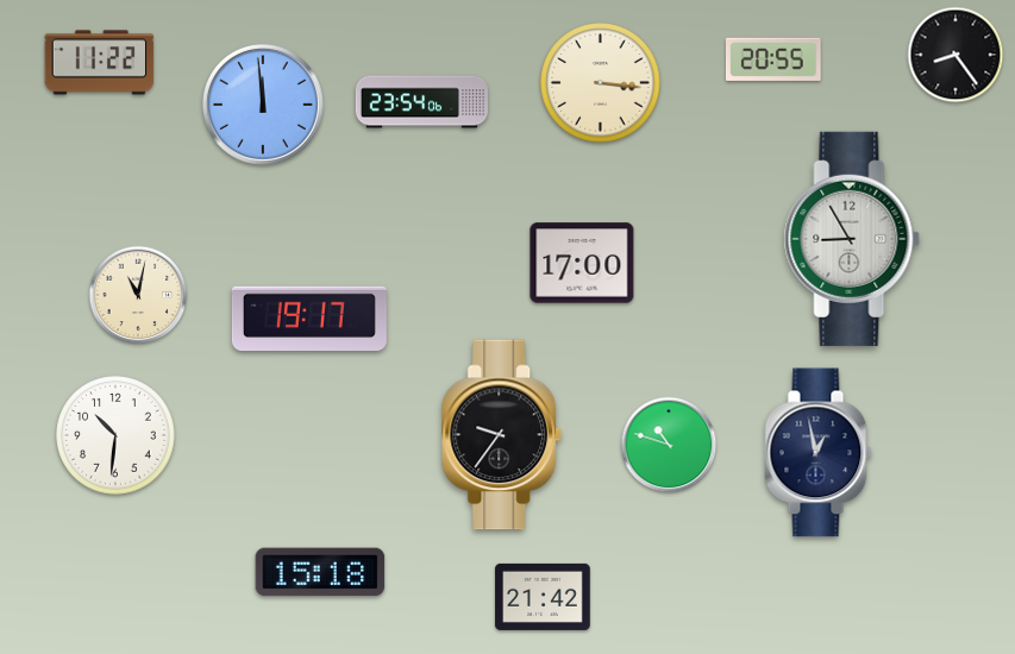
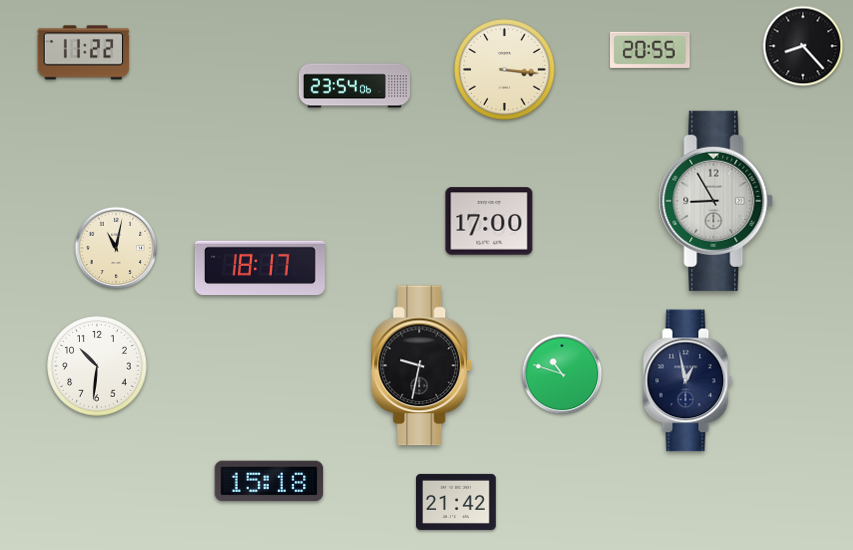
clock at (956, 55): 8:24 -> 8:23
clock at (263, 105): 11:59 -> none
clock at (309, 319): 19:17 -> 18:17
clock at (501, 435): 9:36 -> 9:32
